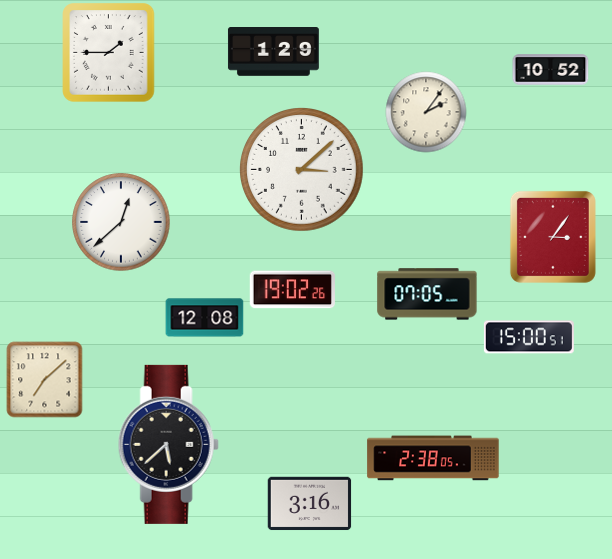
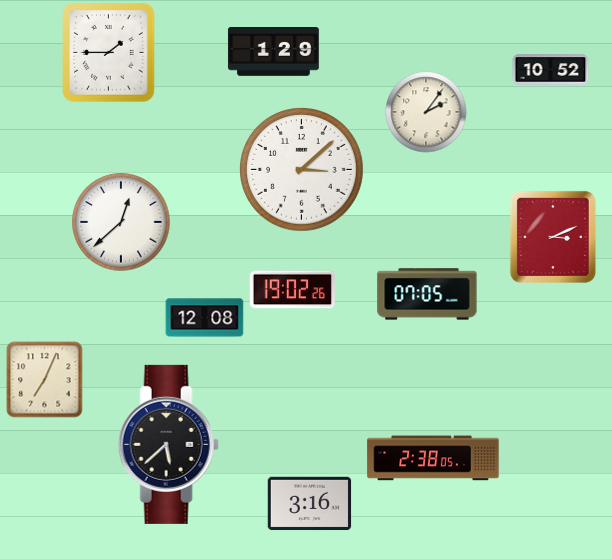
clock at (553, 237): 3:06 -> 3:11
clock at (529, 337): 15:00 -> none
clock at (45, 380): 7:08 -> 7:04
